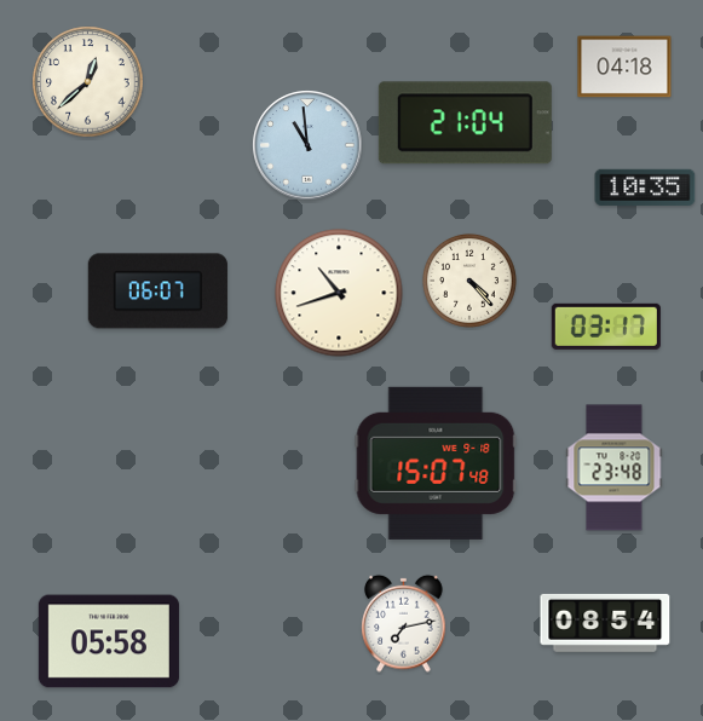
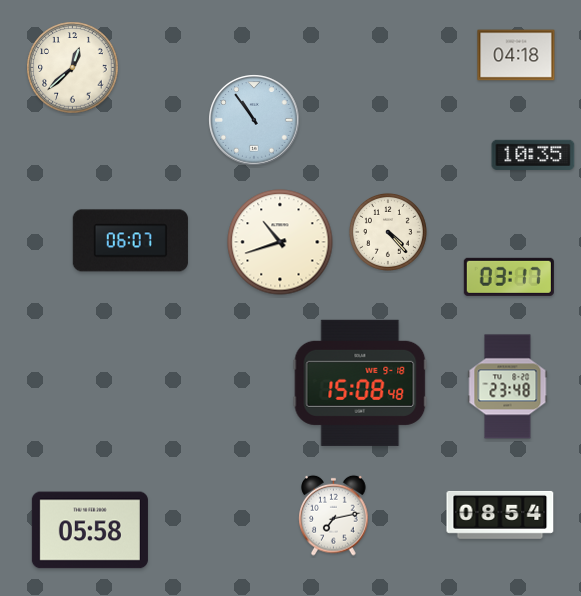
clock at (465, 123): 21:04 -> none
clock at (307, 145): 10:59 -> 10:54
clock at (606, 327) position: (606, 327) -> (509, 277)
clock at (436, 463): 15:07 -> 15:08
